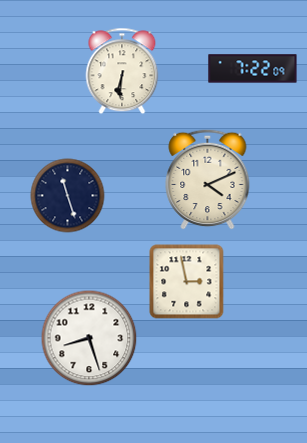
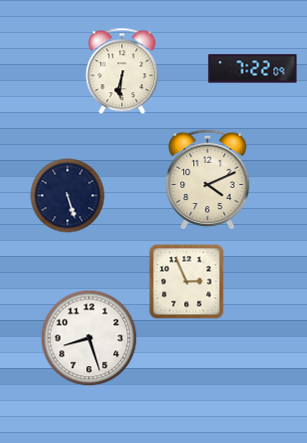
clock at (68, 196): 11:27 -> 5:27
clock at (187, 282): 2:58 -> 2:56
